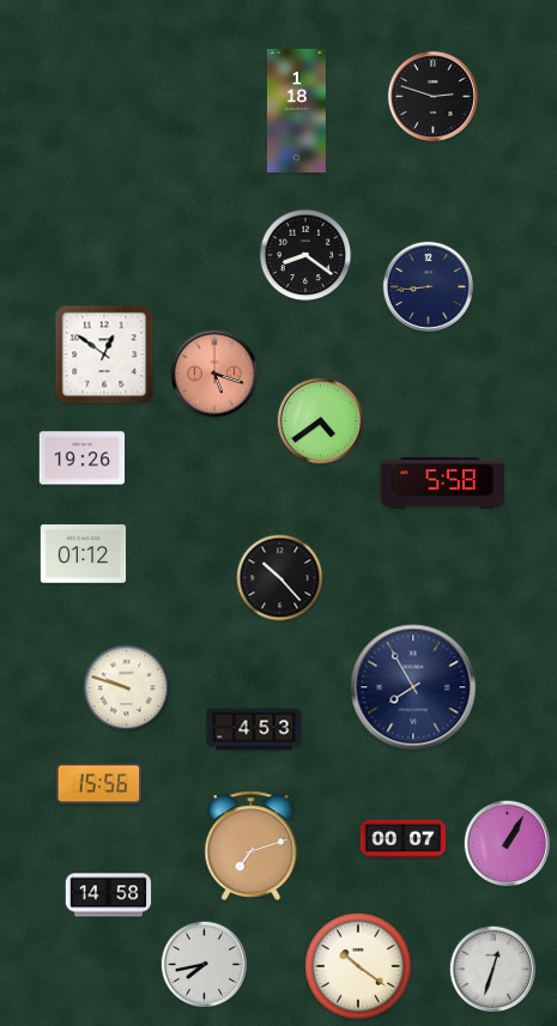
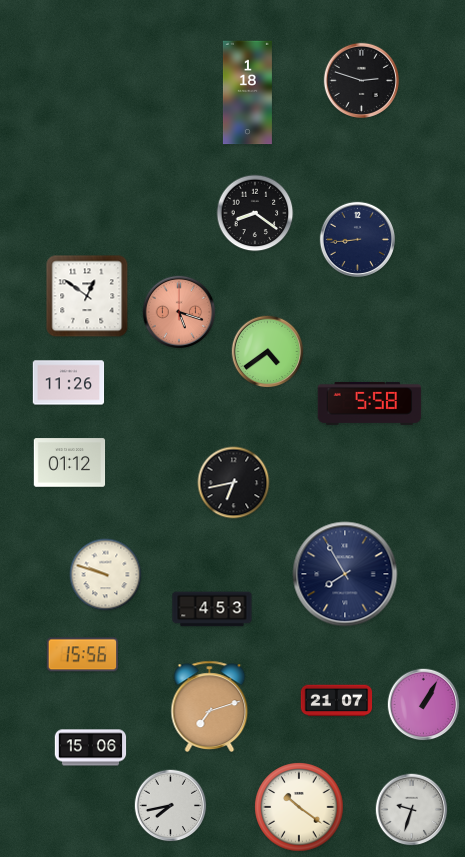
clock at (83, 459): 19:26 -> 11:26
clock at (280, 578): 10:23 -> 6:43
clock at (404, 839): 00:07 -> 21:07
clock at (109, 896): 14:58 -> 15:06
clock at (494, 970): 12:33 -> 9:33
